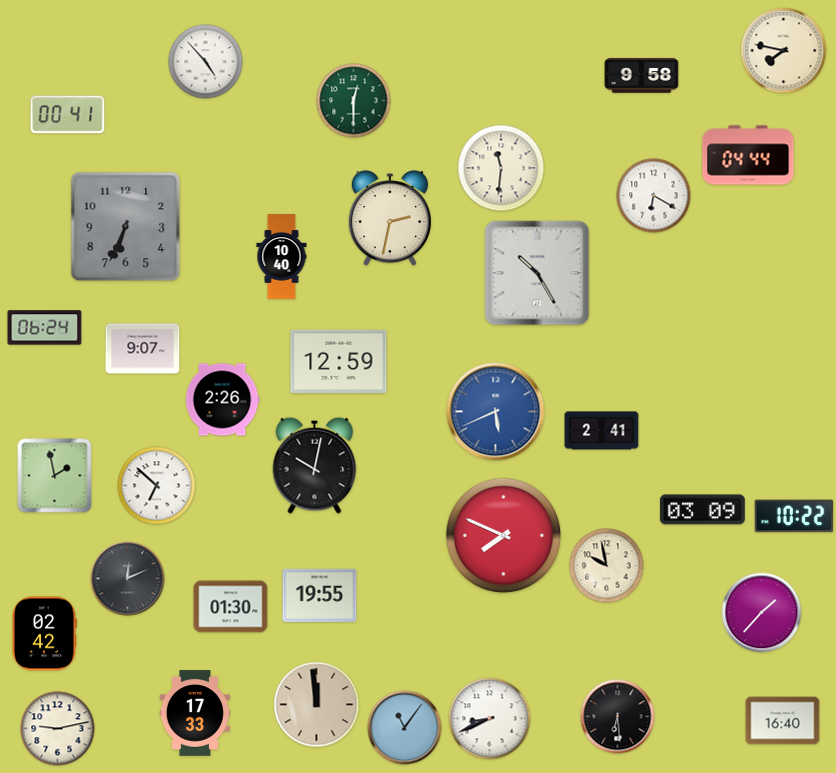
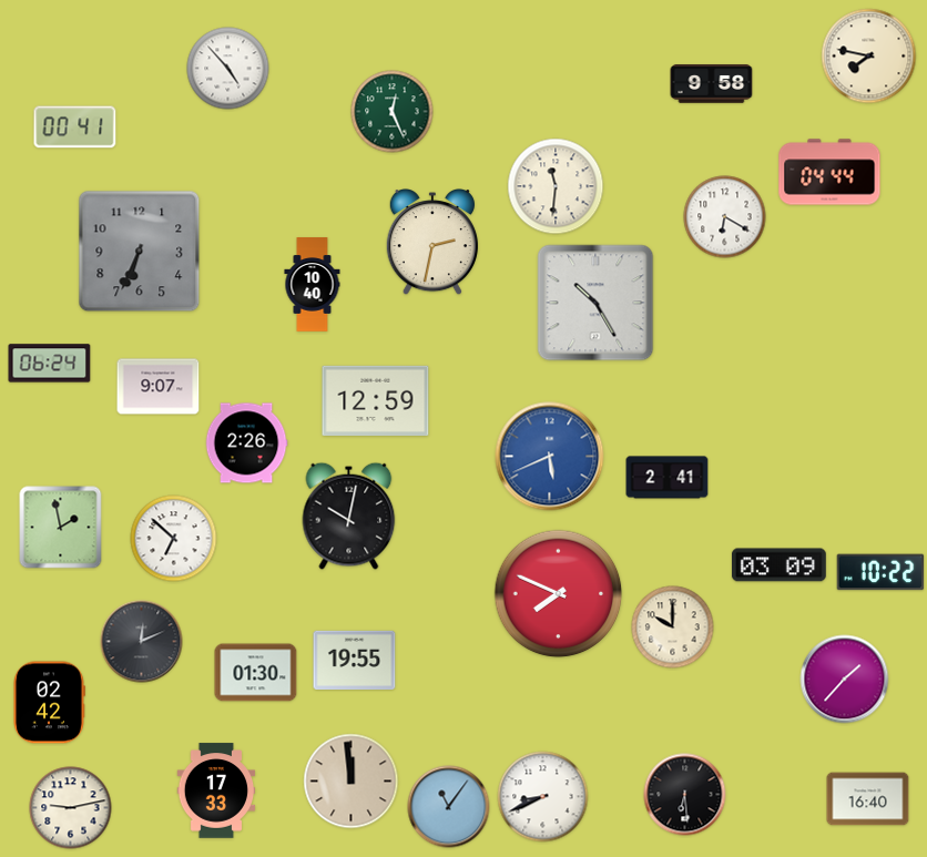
clock at (354, 101): 12:30 -> 12:26
clock at (607, 566): 9:58 -> 10:00
clock at (58, 729) position: (58, 729) -> (71, 808)
